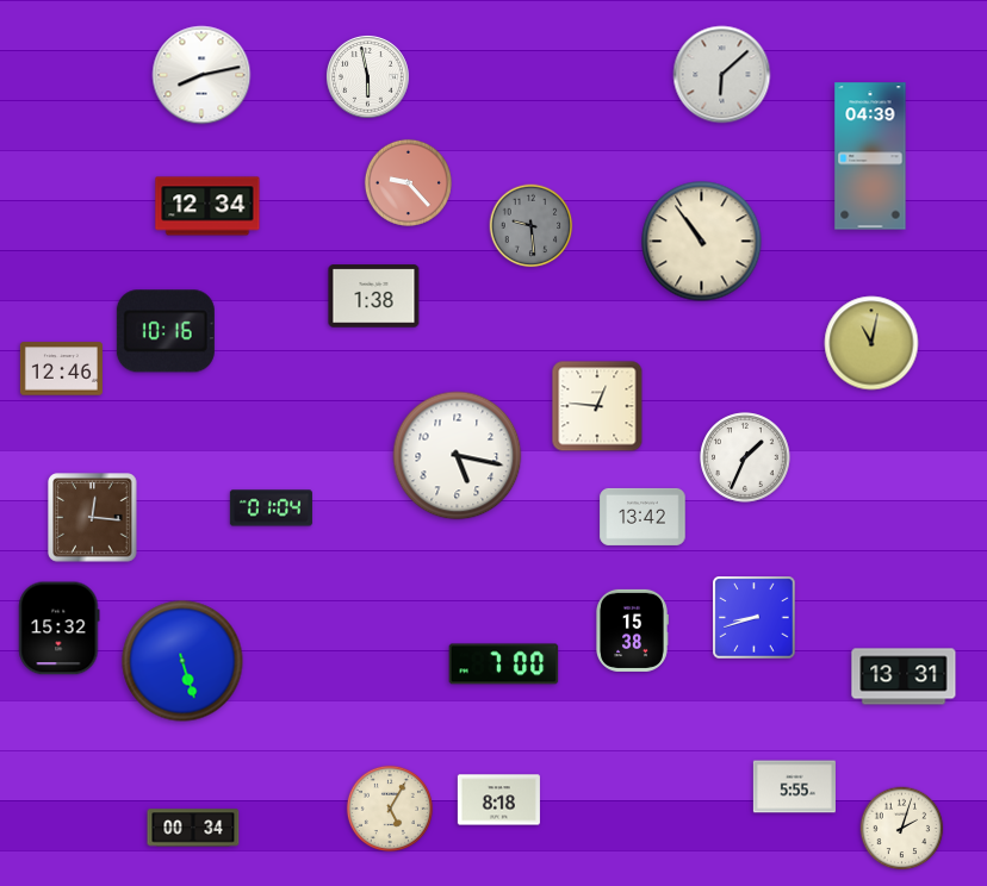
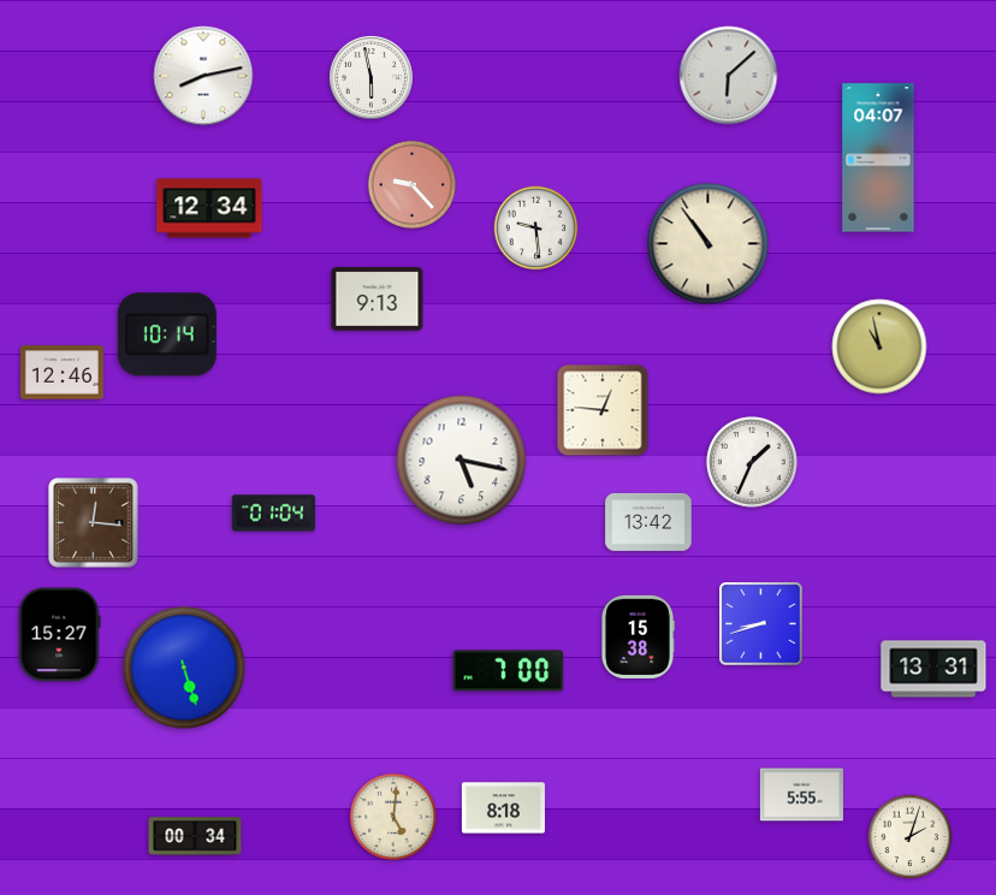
clock at (870, 156): 04:39 -> 04:07
clock at (532, 226) dial: grey -> white
clock at (374, 297): 1:38 -> 9:13
clock at (166, 331): 10:16 -> 10:14
clock at (871, 343): 11:02 -> 10:58
clock at (60, 629): 15:32 -> 15:27
clock at (904, 676) position: (904, 676) -> (933, 669)
clock at (390, 809): 5:05 -> 5:01
